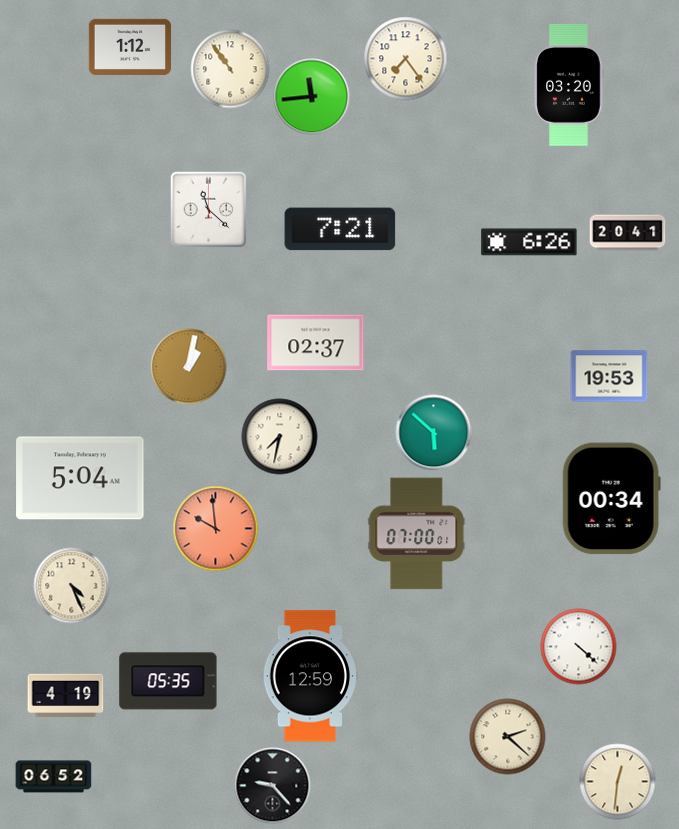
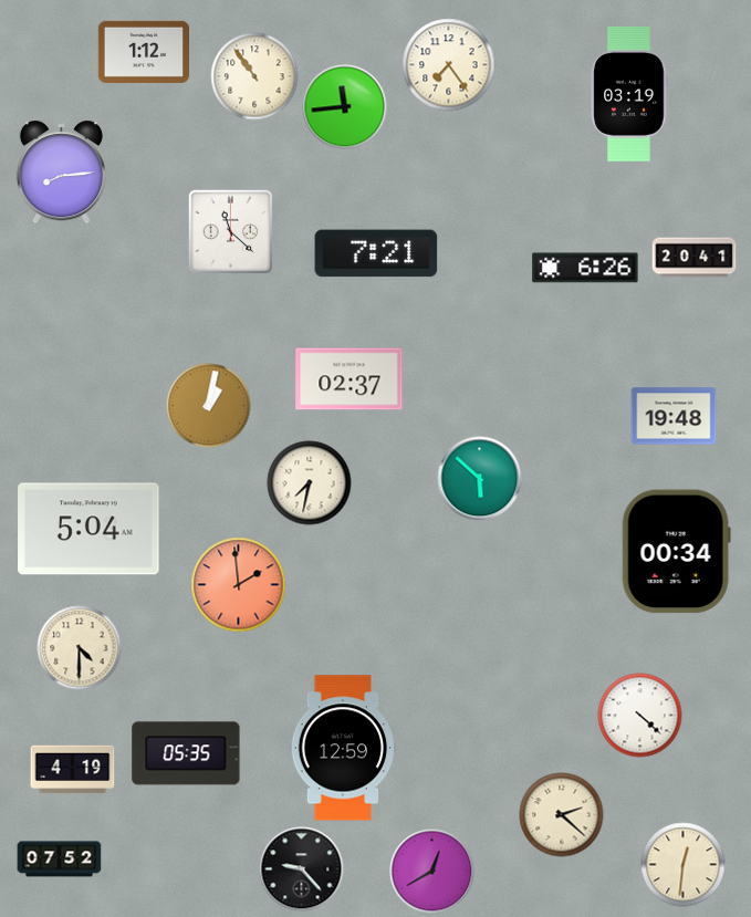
clock at (569, 85): 03:20 -> 03:19
clock at (61, 173): none -> 8:14
clock at (609, 376): 19:53 -> 19:48
clock at (216, 529): 9:59 -> 1:59
clock at (417, 534): 07:00 -> none
clock at (72, 586): 4:26 -> 4:30
clock at (54, 777): 06:52 -> 07:52
clock at (432, 872): none -> 12:40
